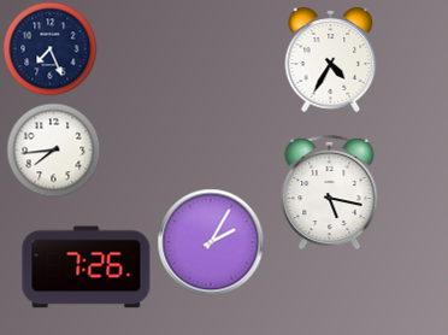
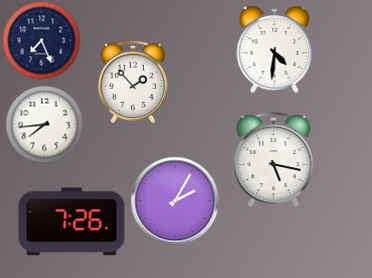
clock at (331, 59): 4:35 -> 4:31
clock at (132, 81): none -> 1:53
